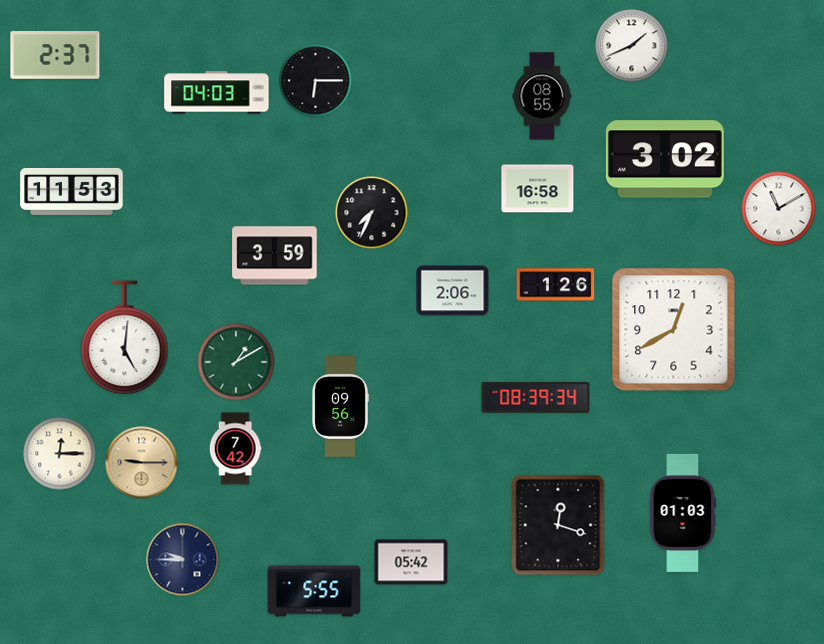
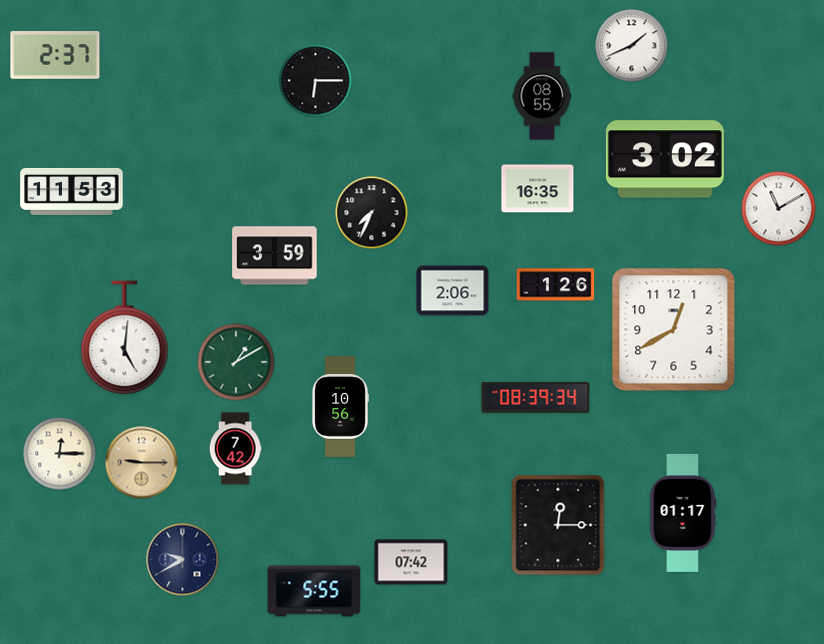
clock at (217, 93): 04:03 -> none
clock at (538, 189): 16:58 -> 16:35
clock at (340, 407): 09:56 -> 10:56
clock at (683, 513): 01:03 -> 01:17
clock at (558, 525): 12:18 -> 12:15
clock at (183, 560): 9:45 -> 9:40
clock at (411, 562): 05:42 -> 07:42
